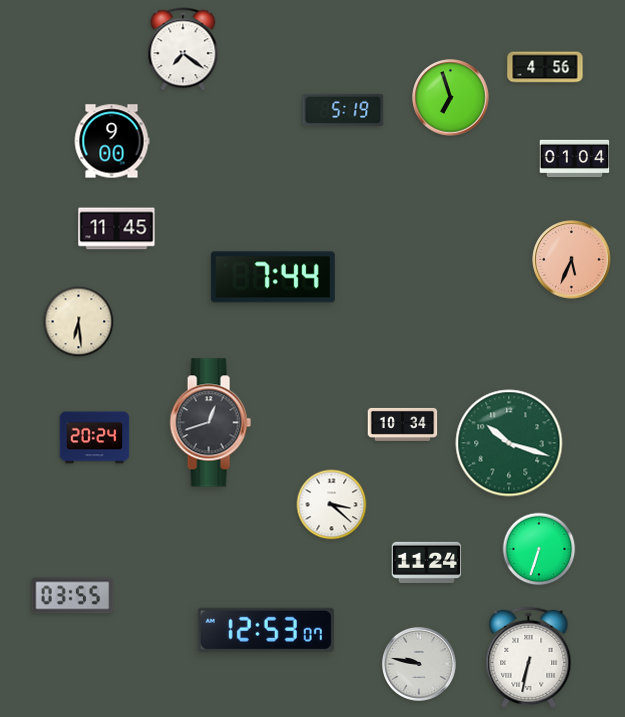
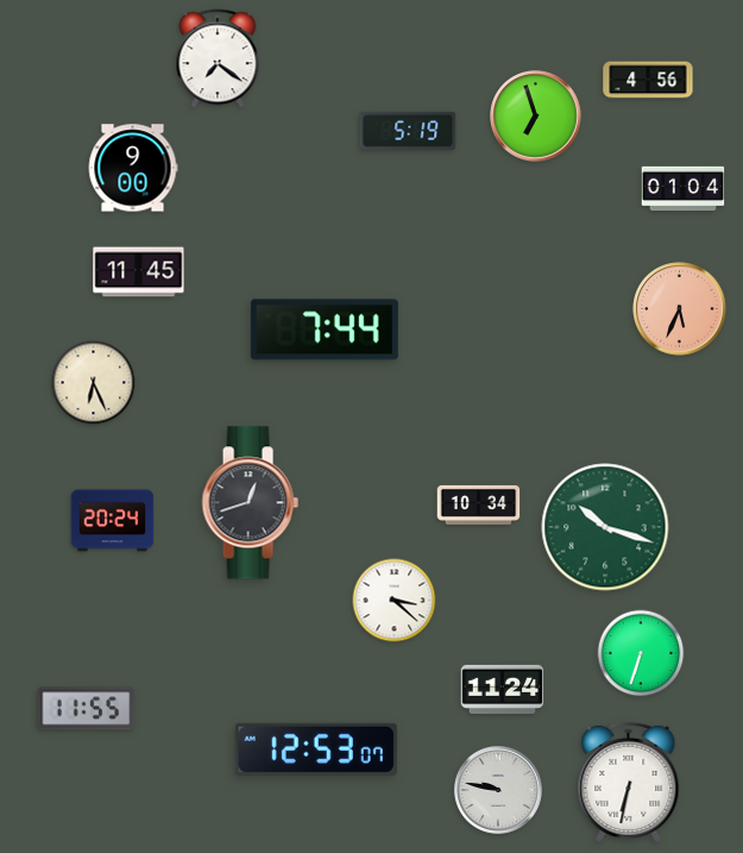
clock at (79, 322): 6:29 -> 6:26
clock at (427, 562) position: (427, 562) -> (503, 689)
clock at (73, 596): 03:55 -> 11:55
